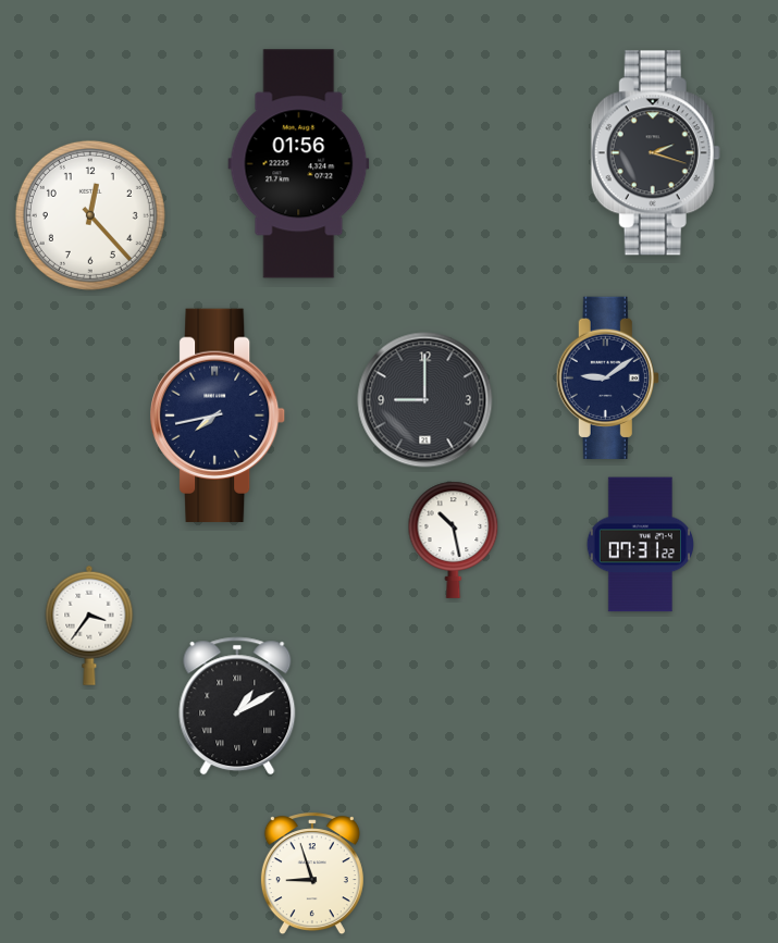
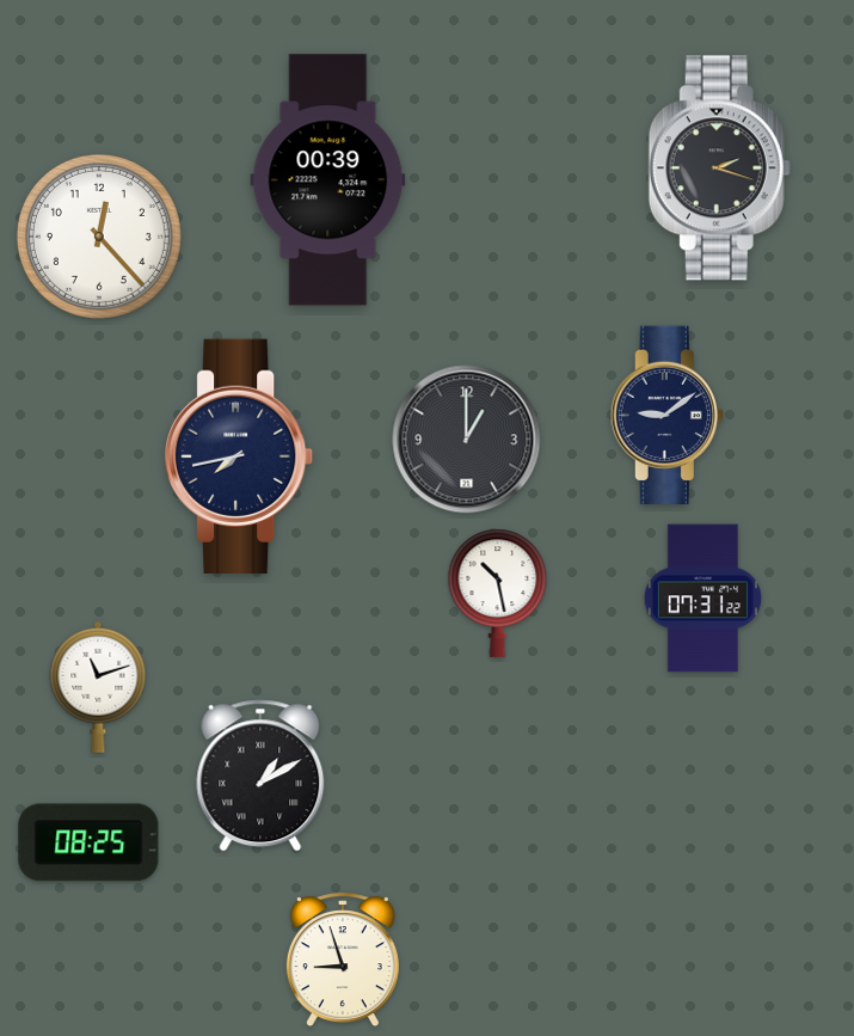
clock at (299, 164): 01:56 -> 00:39
clock at (425, 400): 9:00 -> 1:00
clock at (89, 625): 3:36 -> 11:12
clock at (88, 842): none -> 08:25
